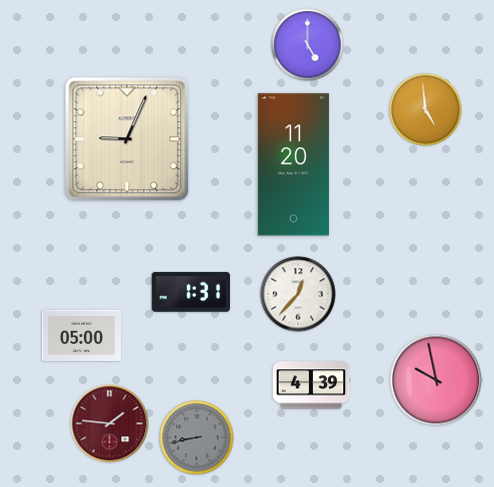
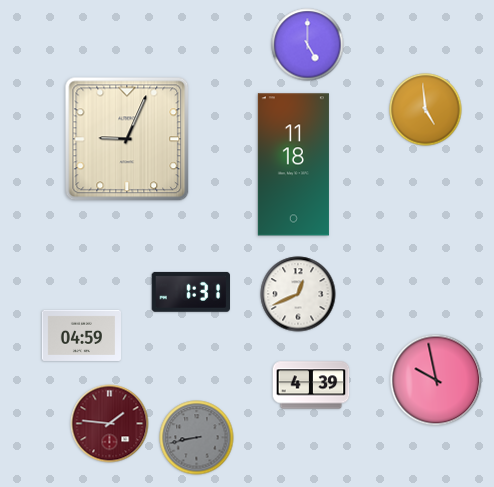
clock at (293, 165): 11:20 -> 11:18
clock at (298, 294): 12:37 -> 12:41
clock at (81, 335): 05:00 -> 04:59
